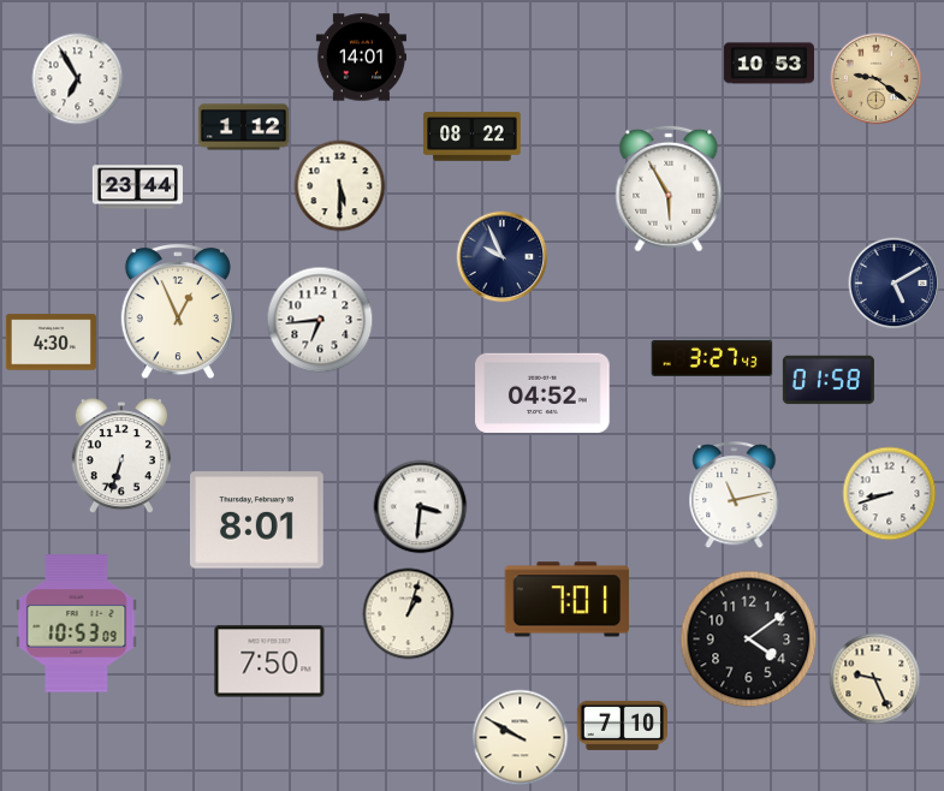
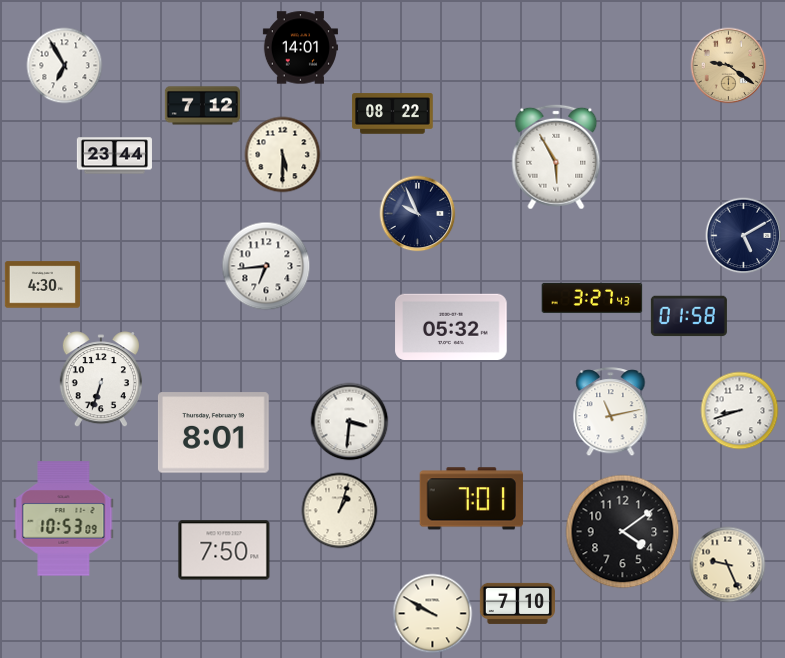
clock at (768, 64): 10:53 -> none
clock at (243, 127): 1:12 -> 7:12
clock at (178, 311): 12:56 -> none
clock at (542, 392): 04:52 -> 05:32
